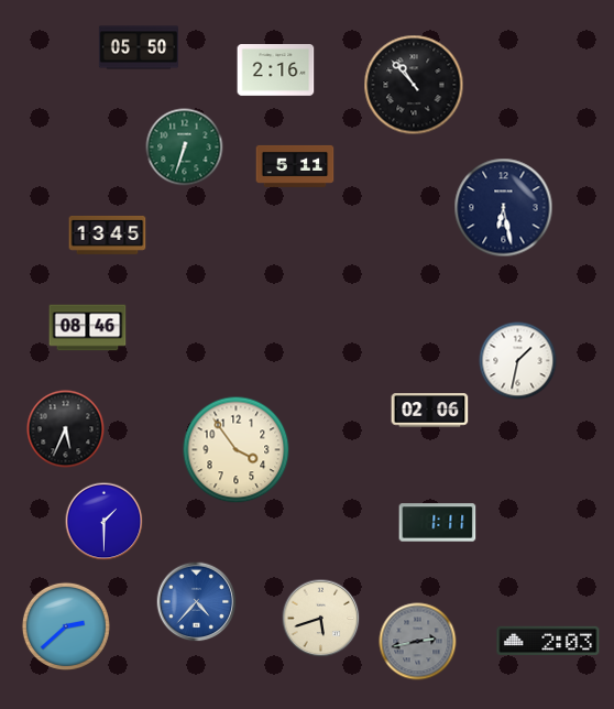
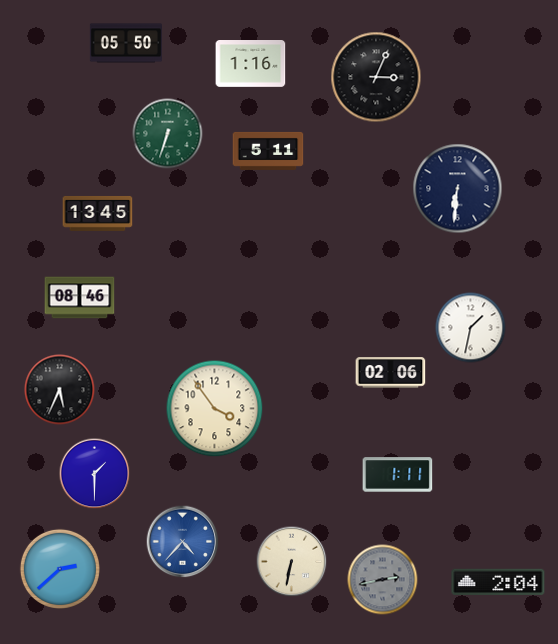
clock at (276, 70): 2:16 -> 1:16
clock at (414, 85): 10:53 -> 3:04
clock at (504, 208): 6:28 -> 6:31
clock at (197, 602) position: (197, 602) -> (183, 542)
clock at (321, 619): 5:42 -> 6:32
clock at (548, 641): 2:03 -> 2:04
clock at (418, 642) position: (418, 642) -> (383, 580)
